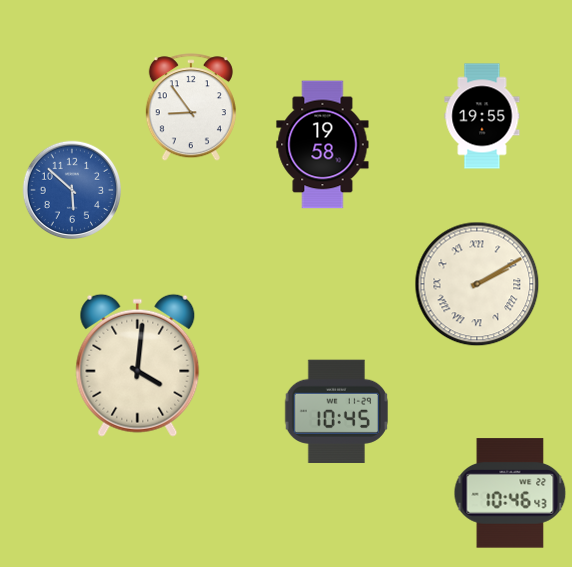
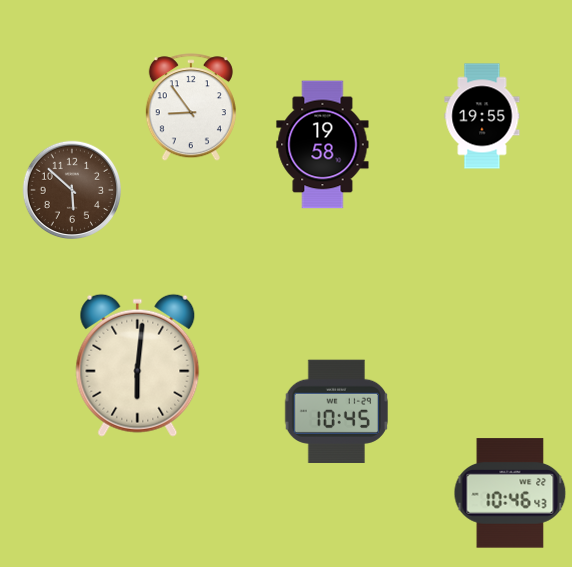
clock at (71, 189) dial: blue -> brown
clock at (477, 284): 2:10 -> none
clock at (138, 365): 4:01 -> 6:01
